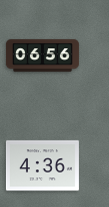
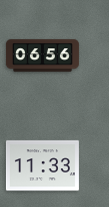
clock at (42, 166): 4:36 -> 11:33
